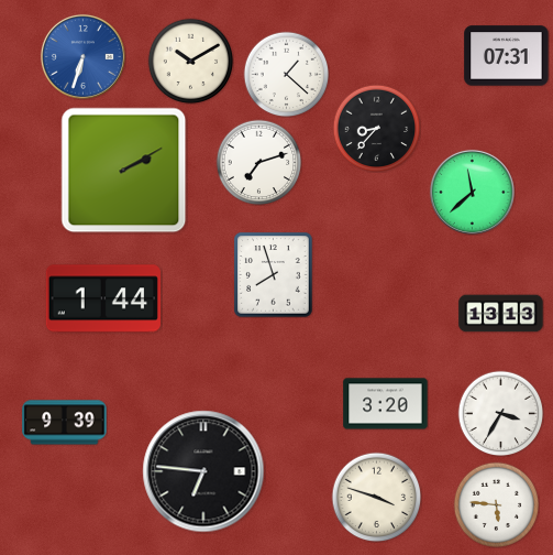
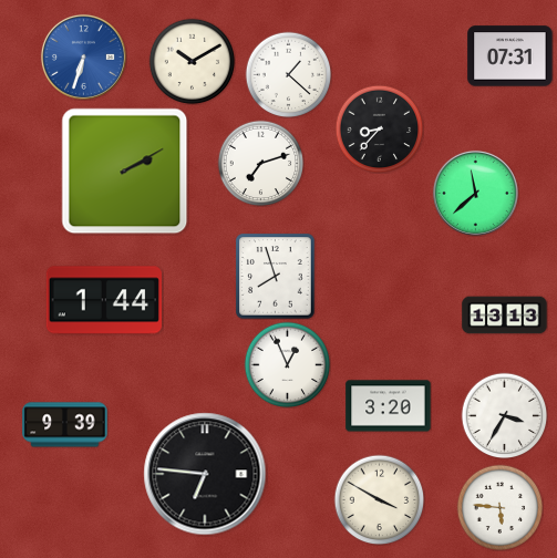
clock at (287, 364): none -> 12:56
clock at (376, 497): 3:48 -> 3:50
